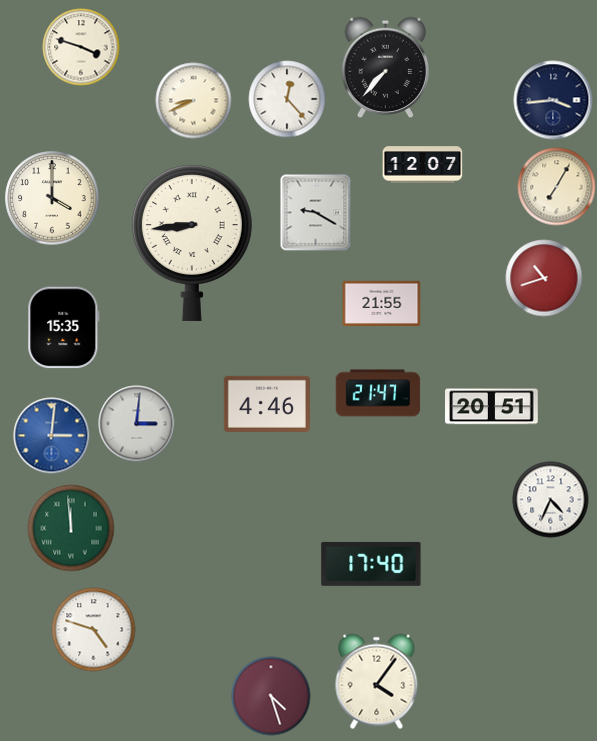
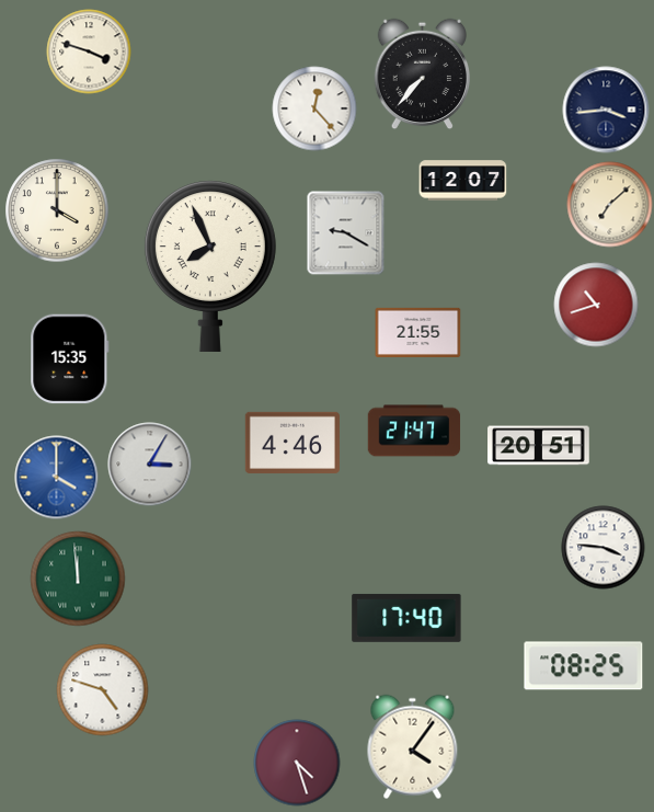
clock at (194, 101): 8:41 -> none
clock at (557, 187): 7:05 -> 7:08
clock at (52, 198) position: (52, 198) -> (57, 210)
clock at (192, 243): 8:44 -> 7:56
clock at (137, 424): 3:01 -> 3:05
clock at (52, 436): 3:01 -> 4:00
clock at (551, 500): 4:34 -> 3:46
clock at (584, 666): none -> 08:25
